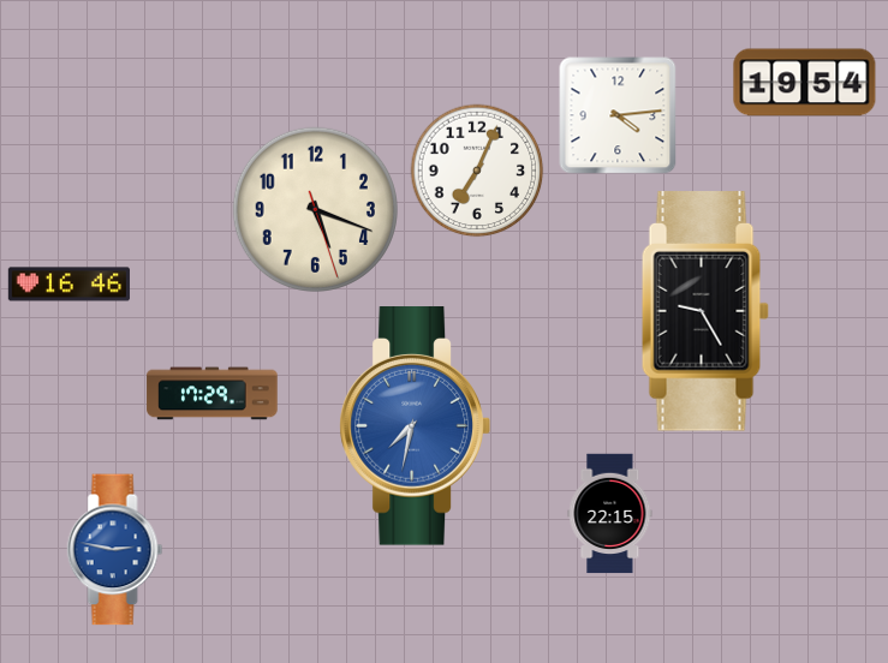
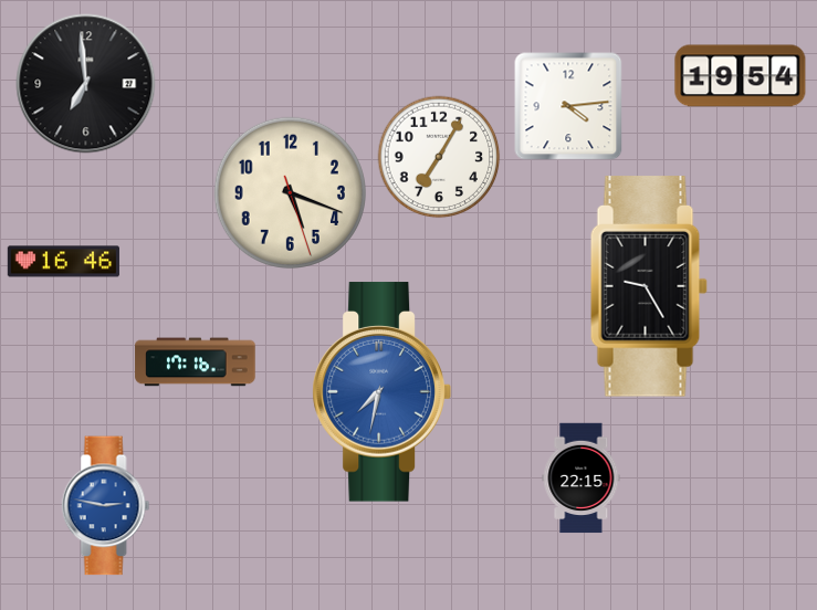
clock at (86, 84): none -> 6:59
clock at (477, 171): 7:04 -> 7:05
clock at (213, 394): 17:29 -> 17:16
clock at (610, 514) position: (610, 514) -> (582, 478)
